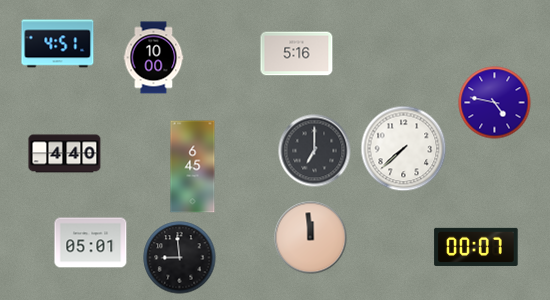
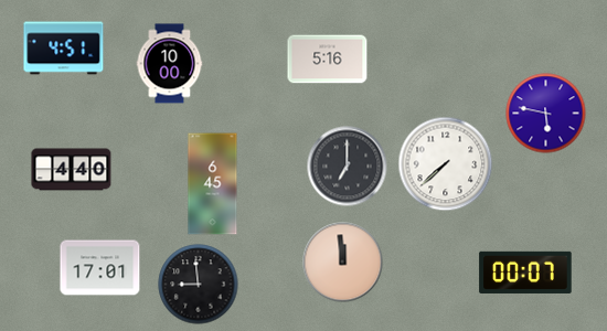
clock at (495, 103): 4:47 -> 5:47
clock at (91, 243): 05:01 -> 17:01
